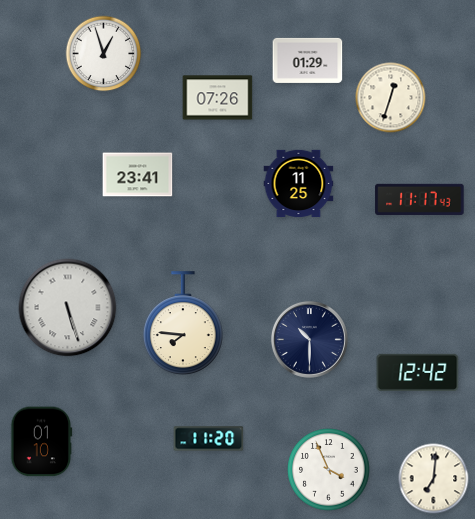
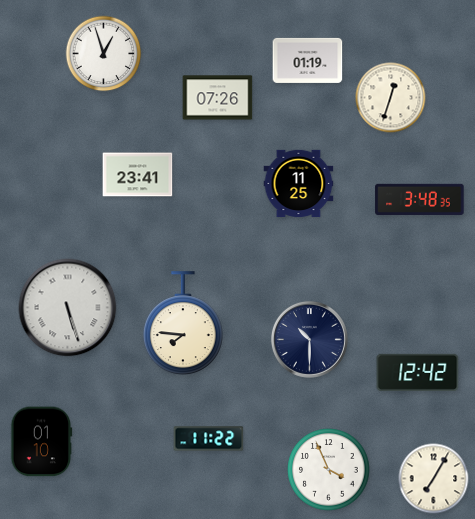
clock at (308, 60): 01:29 -> 01:19
clock at (420, 199): 11:17 -> 3:48
clock at (209, 439): 11:20 -> 11:22
clock at (434, 479): 7:01 -> 7:05
